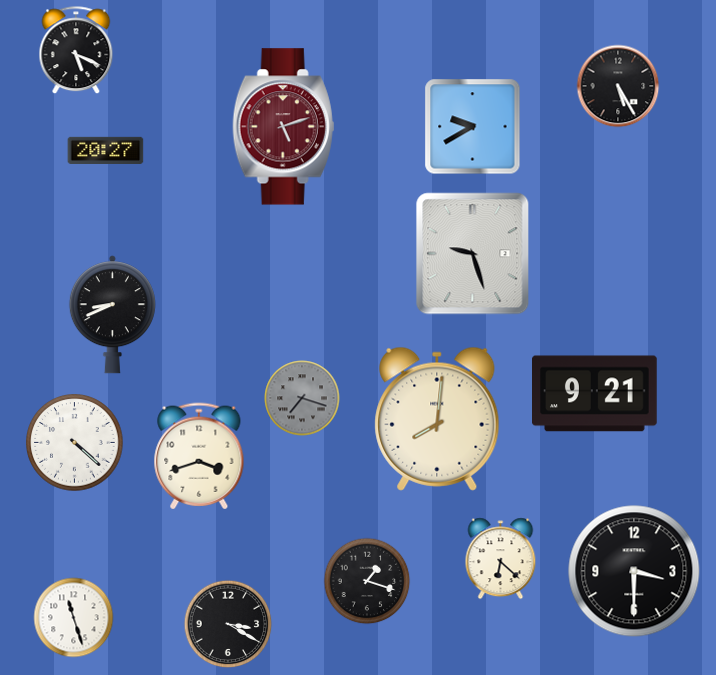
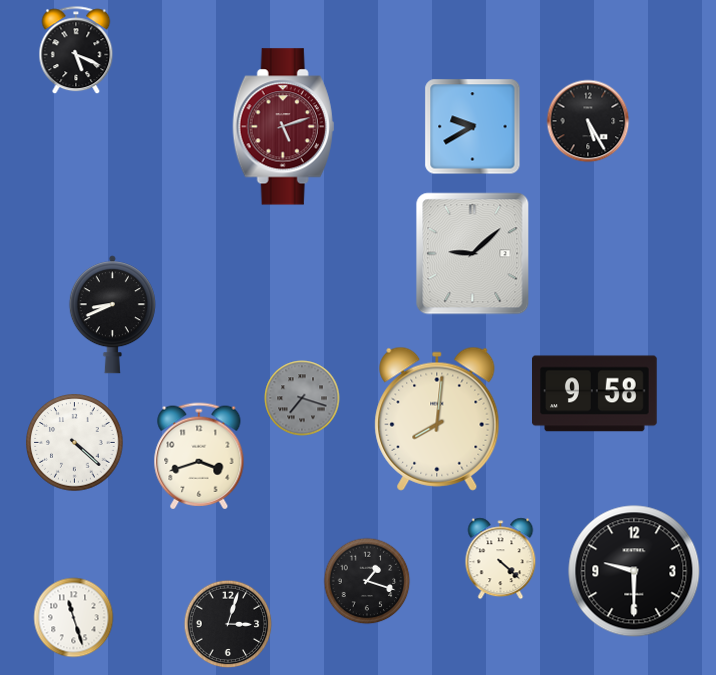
clock at (618, 86) position: (618, 86) -> (588, 121)
clock at (106, 150): 20:27 -> none
clock at (473, 254): 9:27 -> 9:08
clock at (595, 394): 9:21 -> 9:58
clock at (501, 559): 6:22 -> 4:22
clock at (634, 571): 3:30 -> 9:30
clock at (228, 624): 3:20 -> 3:03
